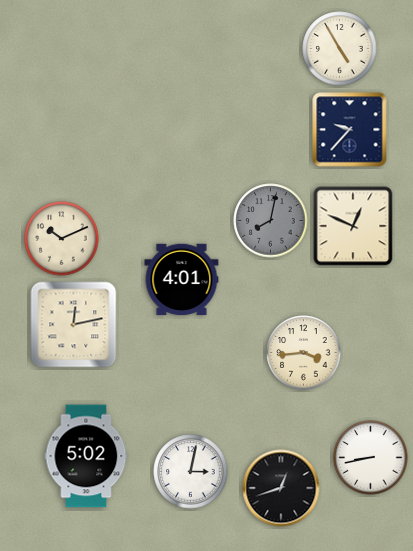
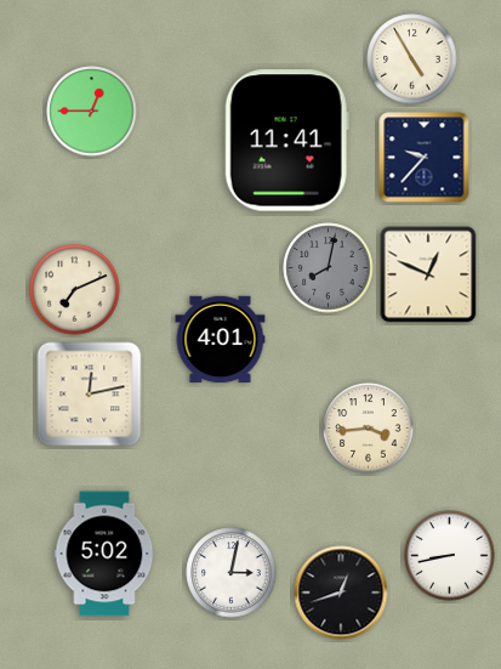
clock at (92, 112): none -> 12:45
clock at (286, 141): none -> 11:41
clock at (62, 239): 10:11 -> 7:11
